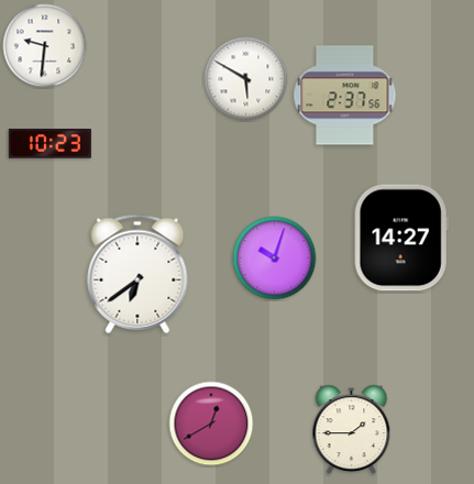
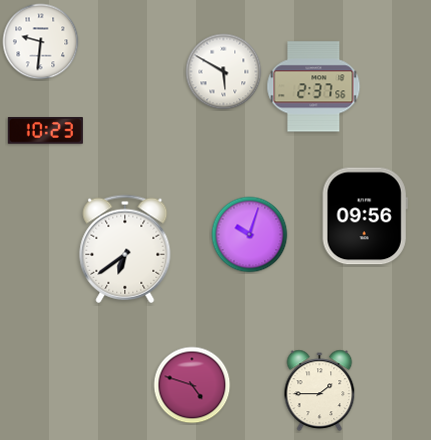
clock at (401, 238): 14:27 -> 09:56
clock at (211, 424): 12:40 -> 4:48
